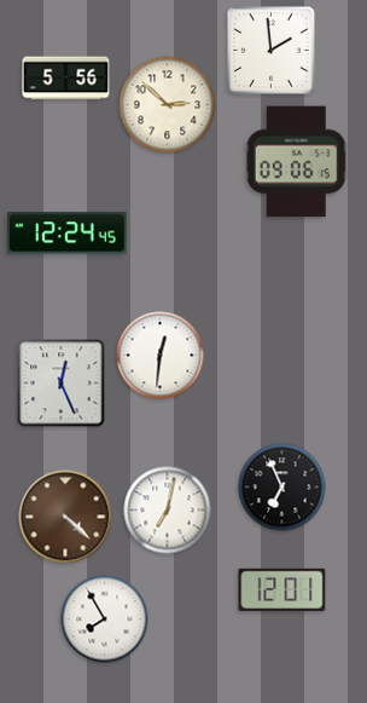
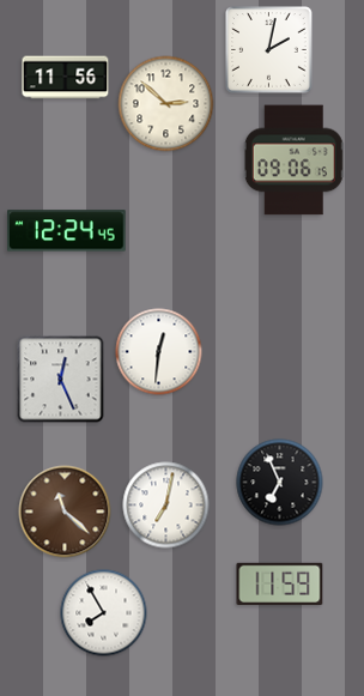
clock at (272, 51): 1:59 -> 2:02
clock at (66, 79): 5:56 -> 11:56
clock at (65, 517): 4:22 -> 11:22
clock at (282, 589): 12:01 -> 11:59
